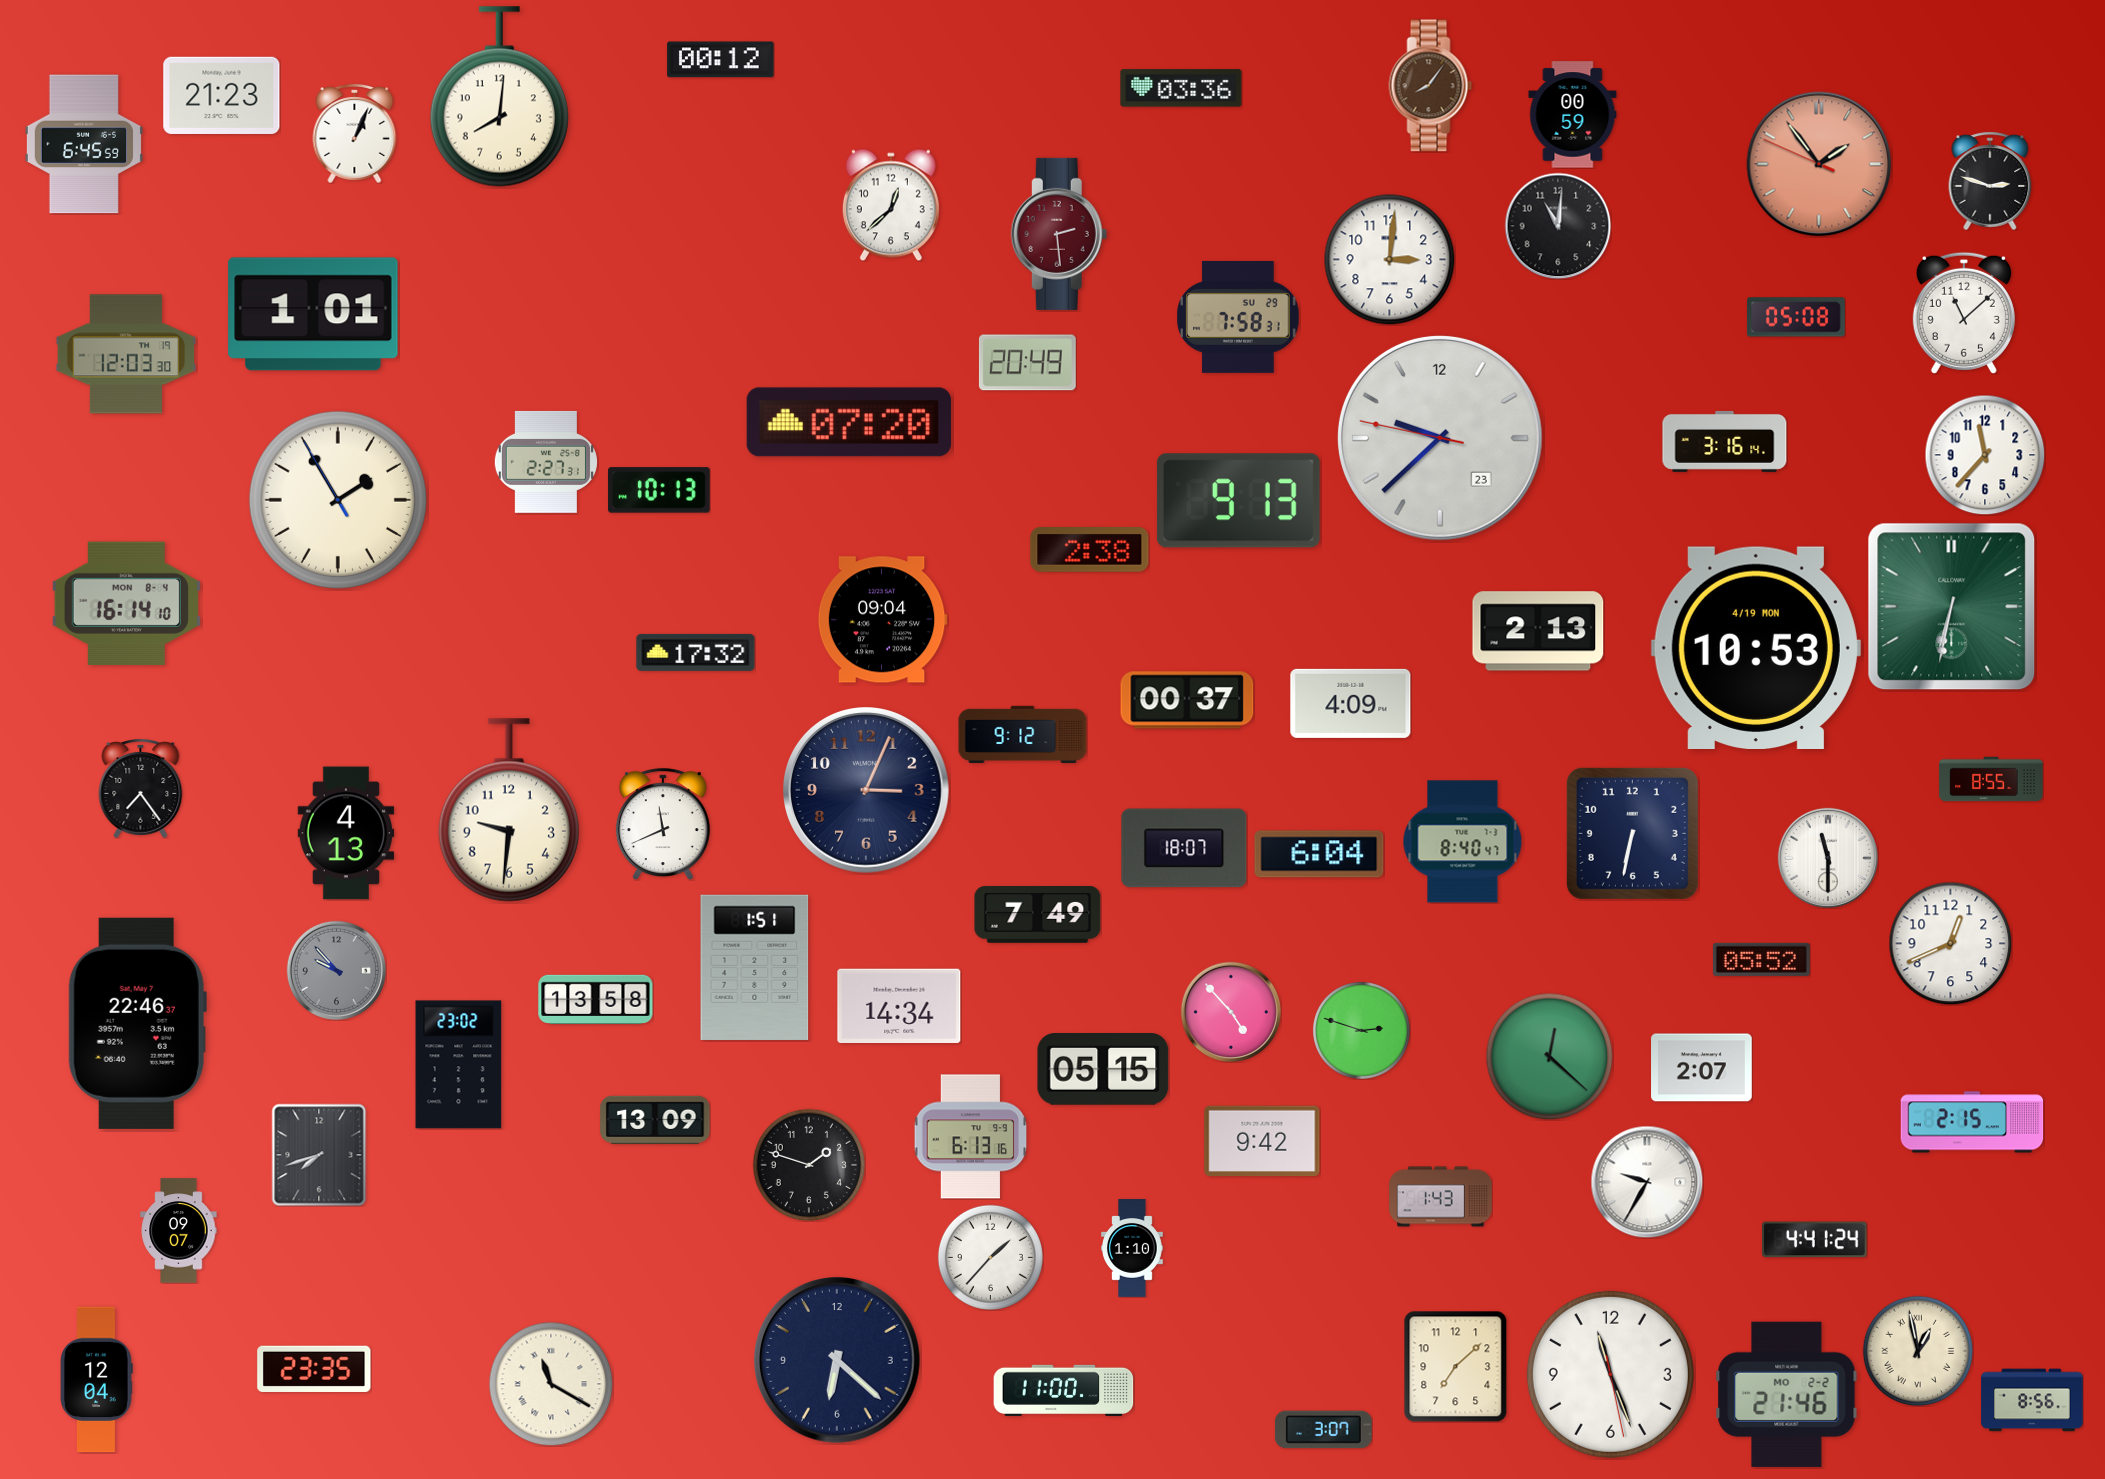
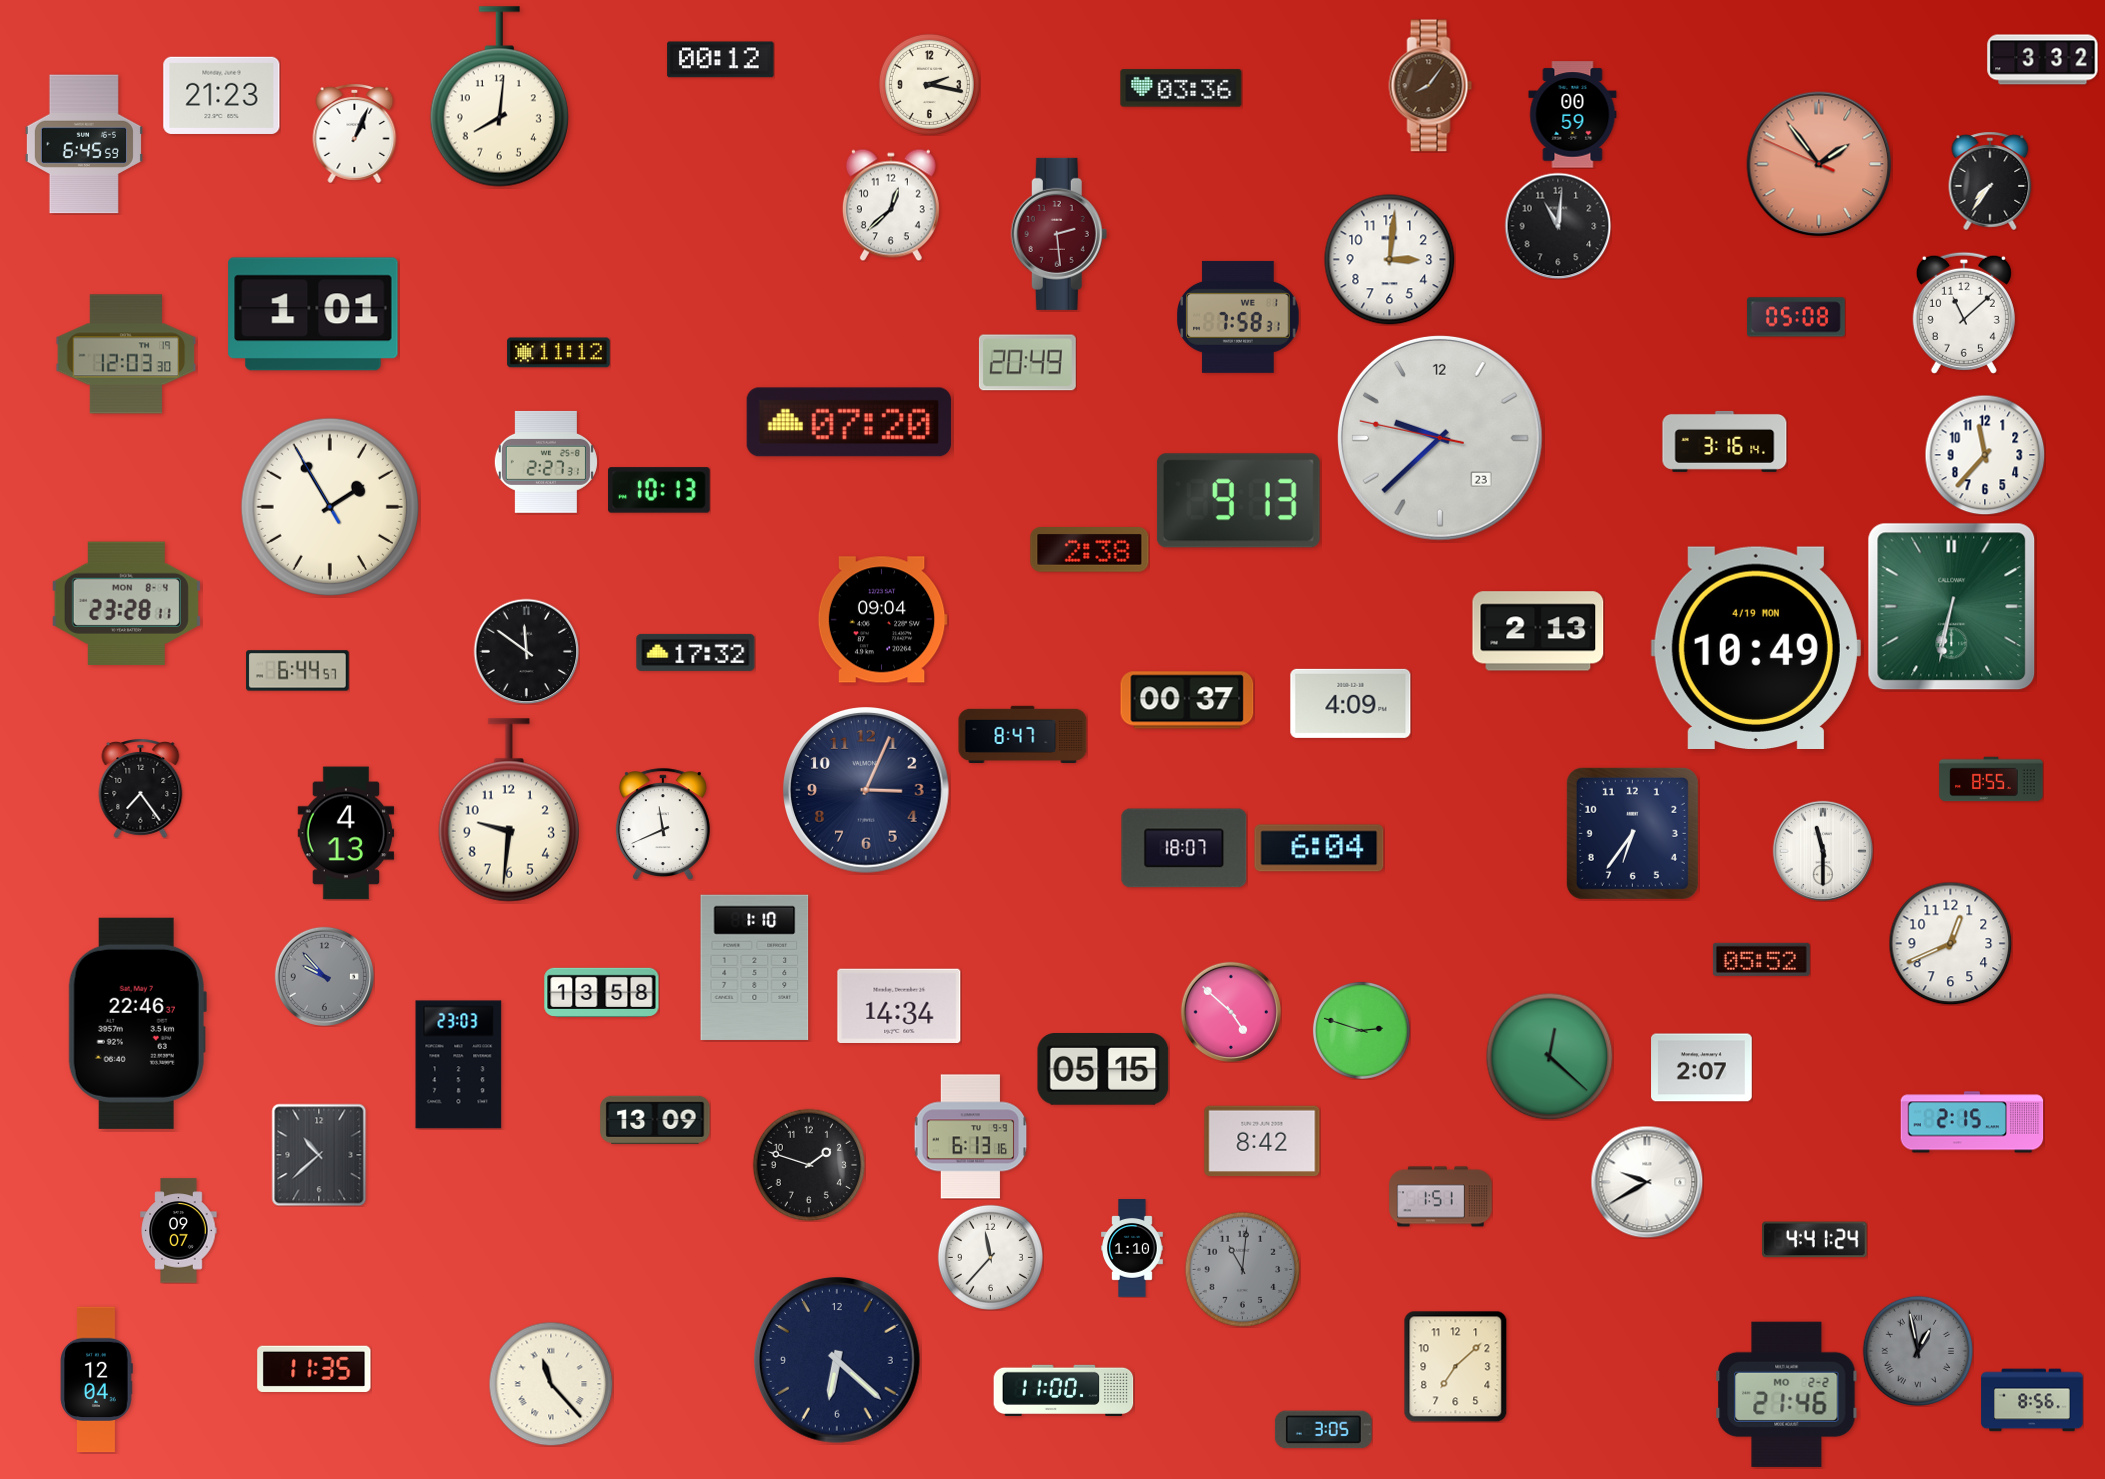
clock at (2043, 60): none -> 3:32
clock at (929, 84): none -> 2:17
clock at (1990, 181): 2:48 -> 7:36
clock at (1238, 317) date: SU 29 -> WE 1
clock at (559, 353): none -> 11:12
clock at (338, 500) position: (338, 500) -> (330, 507)
clock at (126, 604): 16:14 -> 23:28
clock at (1756, 647): 10:53 -> 10:49
clock at (526, 651): none -> 11:51
clock at (298, 671): none -> 6:44
clock at (1023, 734): 9:12 -> 8:47
clock at (1632, 833): 6:32 -> 6:36
clock at (1463, 842): 8:40 -> none
clock at (1319, 854) position: (1319, 854) -> (1319, 848)
clock at (1827, 857) position: (1827, 857) -> (1822, 850)
clock at (1038, 915): 7:49 -> none
clock at (755, 967): 1:51 -> 1:10
clock at (336, 970) position: (336, 970) -> (324, 976)
clock at (596, 999) position: (596, 999) -> (602, 992)
clock at (1230, 1011): 4:53 -> 4:52
clock at (459, 1065): 23:02 -> 23:03
clock at (1262, 1141): 9:42 -> 8:42
clock at (319, 1155): 7:42 -> 10:38
clock at (1647, 1182): 9:35 -> 9:40
clock at (1441, 1197): 1:43 -> 1:51
clock at (990, 1257): 1:37 -> 11:37
clock at (1242, 1269): none -> 11:01
clock at (1917, 1350) dial: cream -> grey
clock at (314, 1369): 23:35 -> 11:35
clock at (1610, 1374): 11:26 -> none
clock at (551, 1384): 11:20 -> 11:23
clock at (1323, 1430): 3:07 -> 3:05
